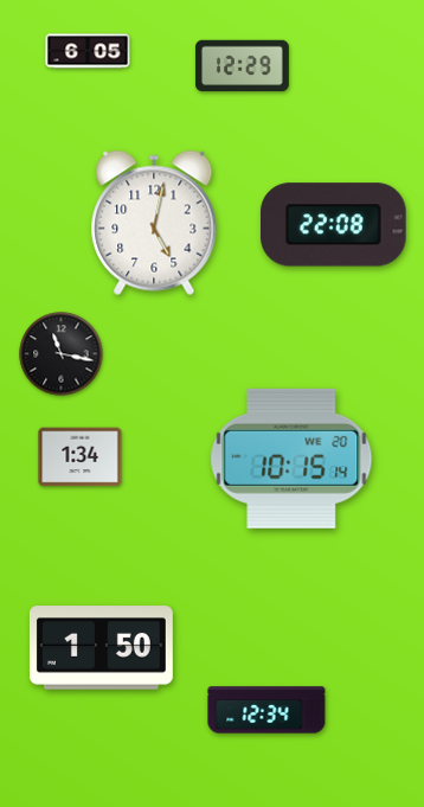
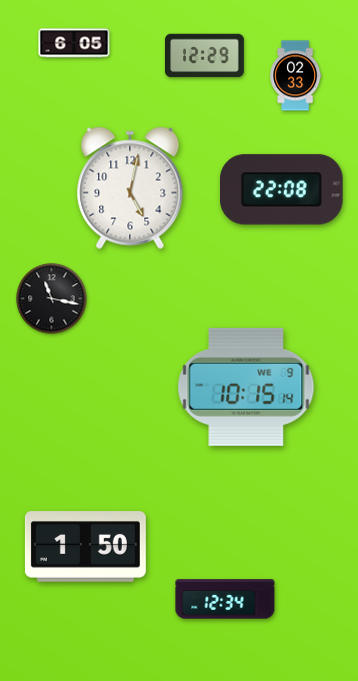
clock at (296, 76): none -> 02:33
clock at (81, 457): 1:34 -> none
clock at (291, 459) date: WE 20 -> WE 9
